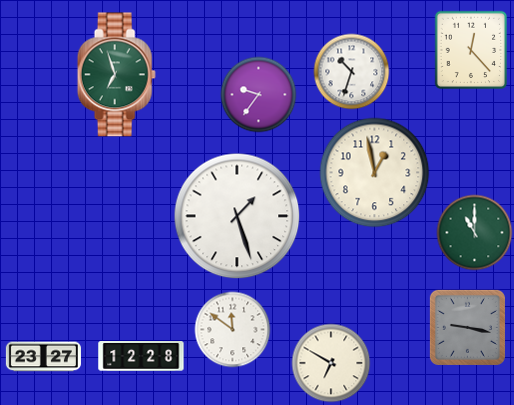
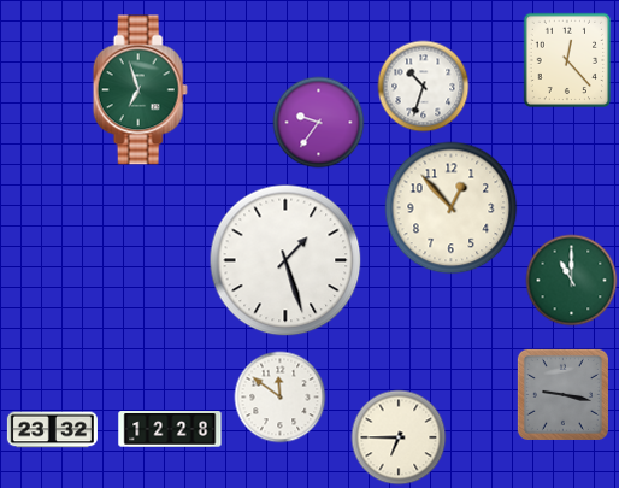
clock at (259, 95) position: (259, 95) -> (319, 123)
clock at (375, 173): 12:58 -> 12:53
clock at (43, 357): 23:27 -> 23:32
clock at (331, 363): 6:50 -> 6:45
